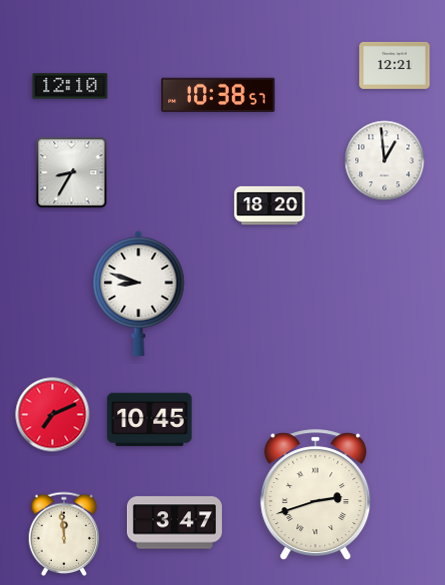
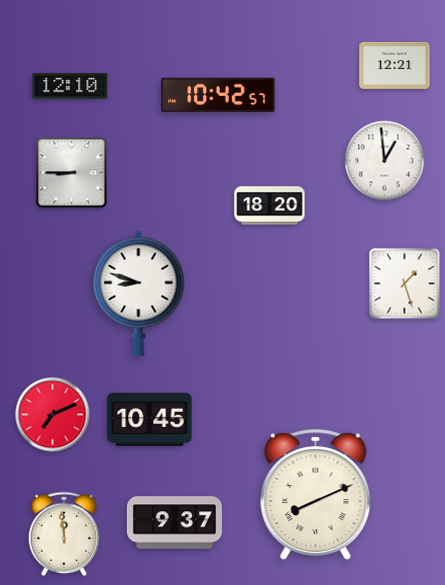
clock at (218, 95): 10:38 -> 10:42
clock at (72, 173): 8:35 -> 8:45
clock at (405, 284): none -> 1:27
clock at (316, 495): 2:42 -> 8:11
clock at (174, 523): 3:47 -> 9:37
